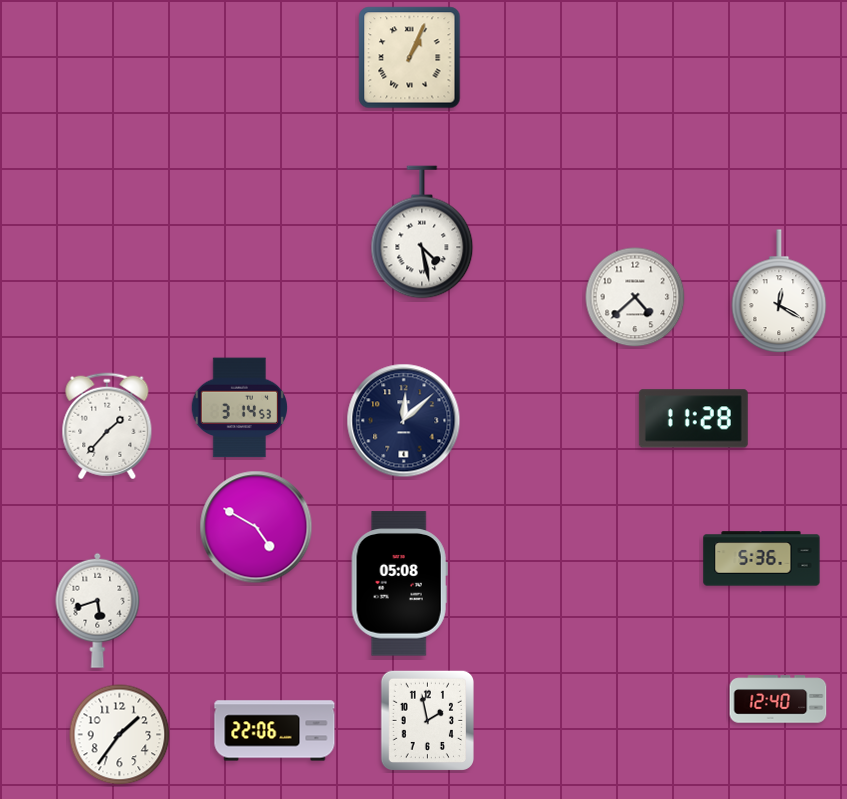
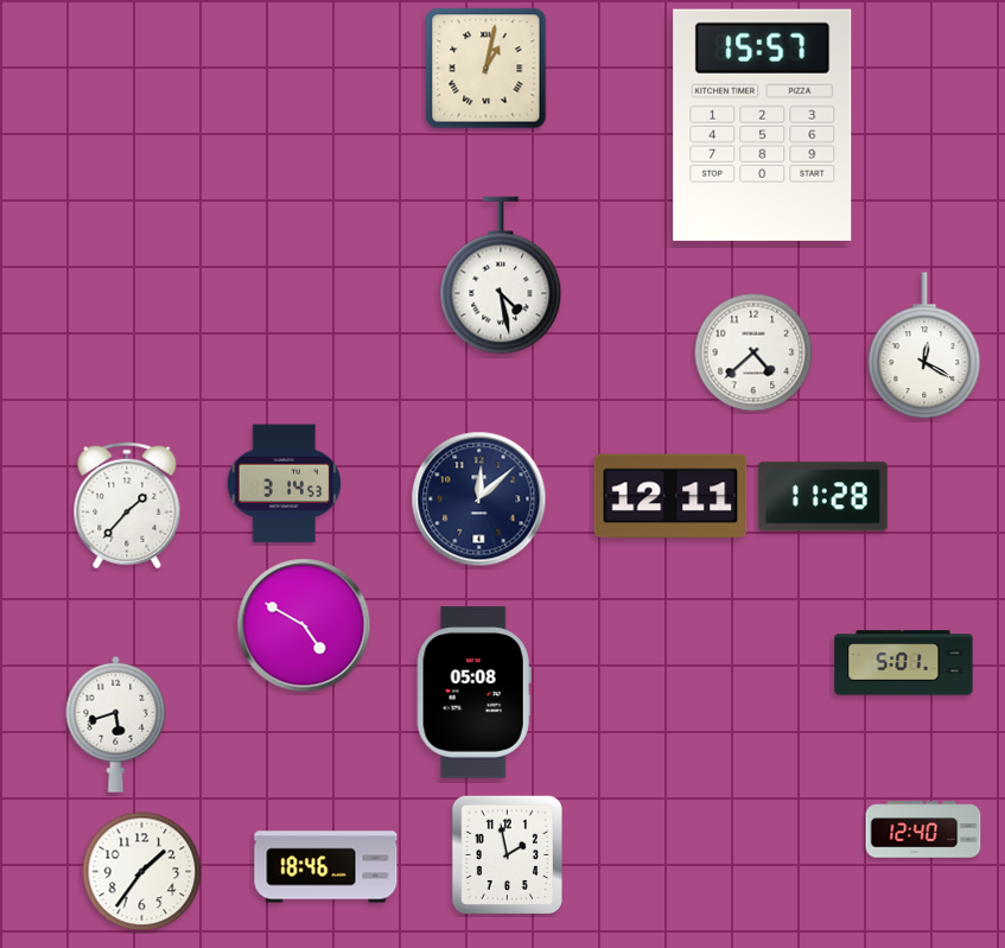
clock at (410, 58): 1:04 -> 1:02
clock at (763, 125): none -> 15:57
clock at (670, 496): none -> 12:11
clock at (762, 559): 5:36 -> 5:01
clock at (275, 731): 22:06 -> 18:46
